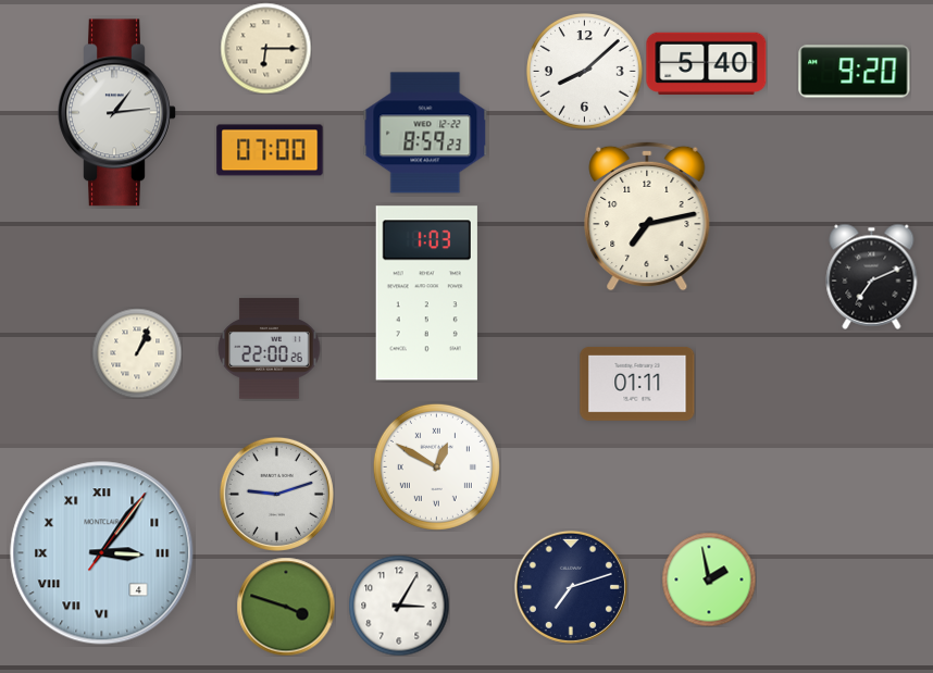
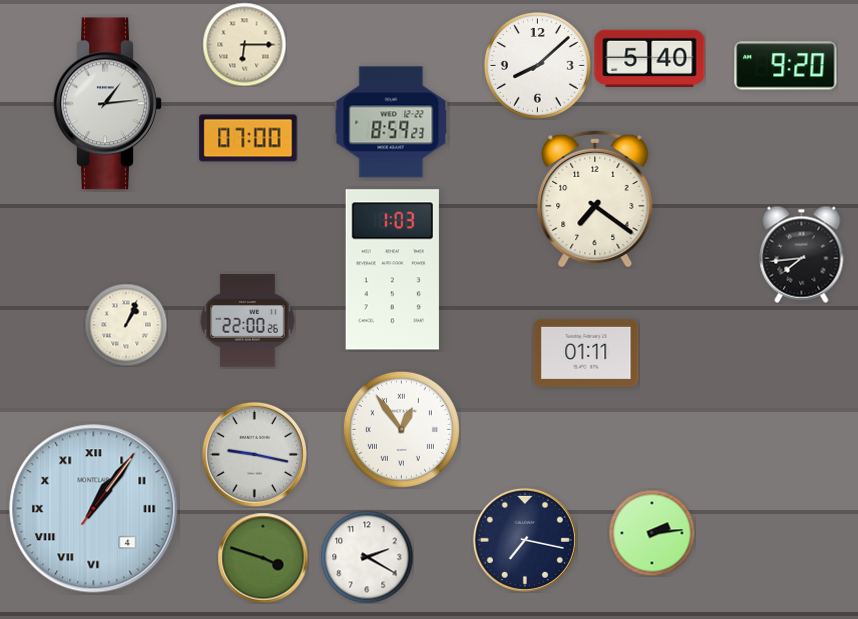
clock at (647, 216): 7:13 -> 7:21
clock at (872, 276): 7:11 -> 7:44
clock at (436, 466): 12:50 -> 12:54
clock at (276, 494): 9:12 -> 9:17
clock at (102, 553): 3:06 -> 1:06
clock at (709, 579): 1:58 -> 2:14
clock at (571, 587): 7:12 -> 7:17
clock at (399, 606): 3:05 -> 2:20
